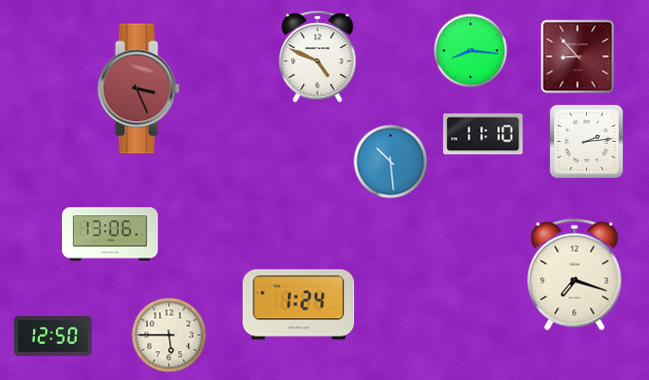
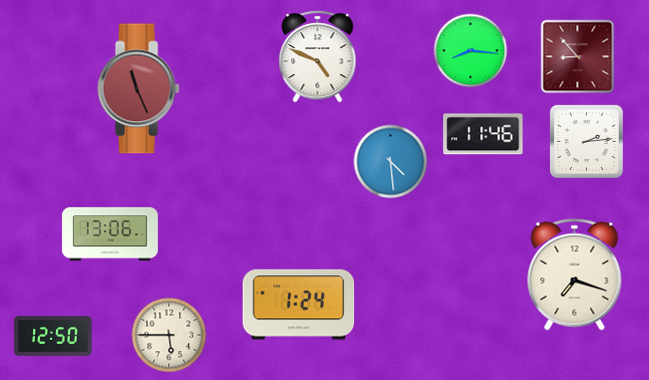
clock at (138, 89): 3:26 -> 11:26
clock at (483, 134): 11:10 -> 11:46
clock at (391, 162): 10:29 -> 4:29
